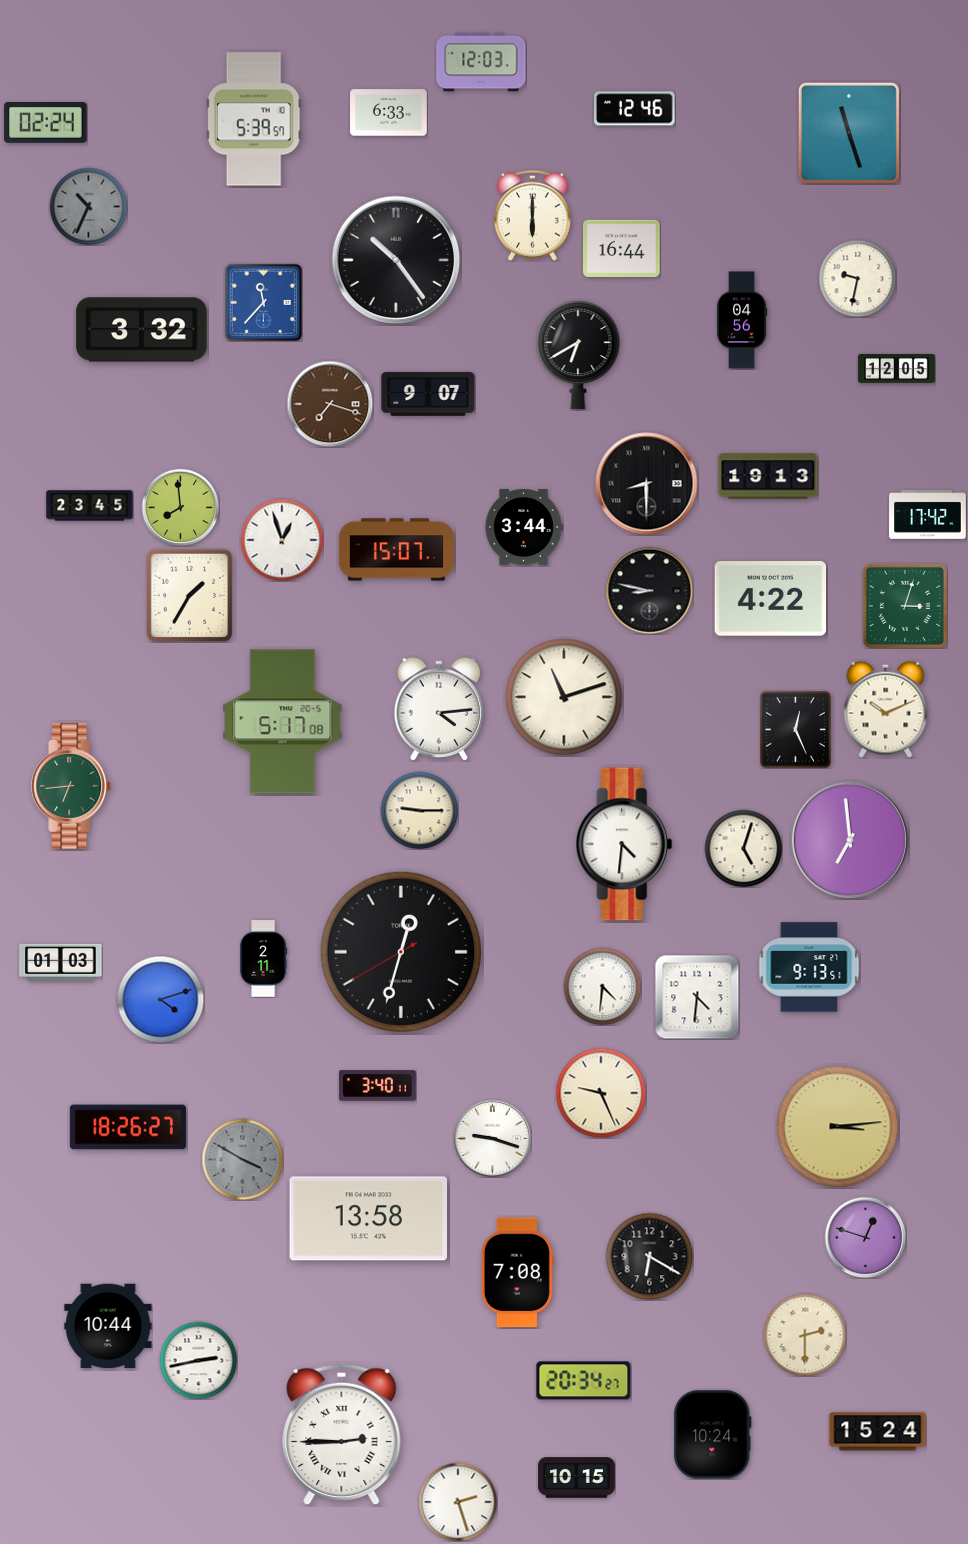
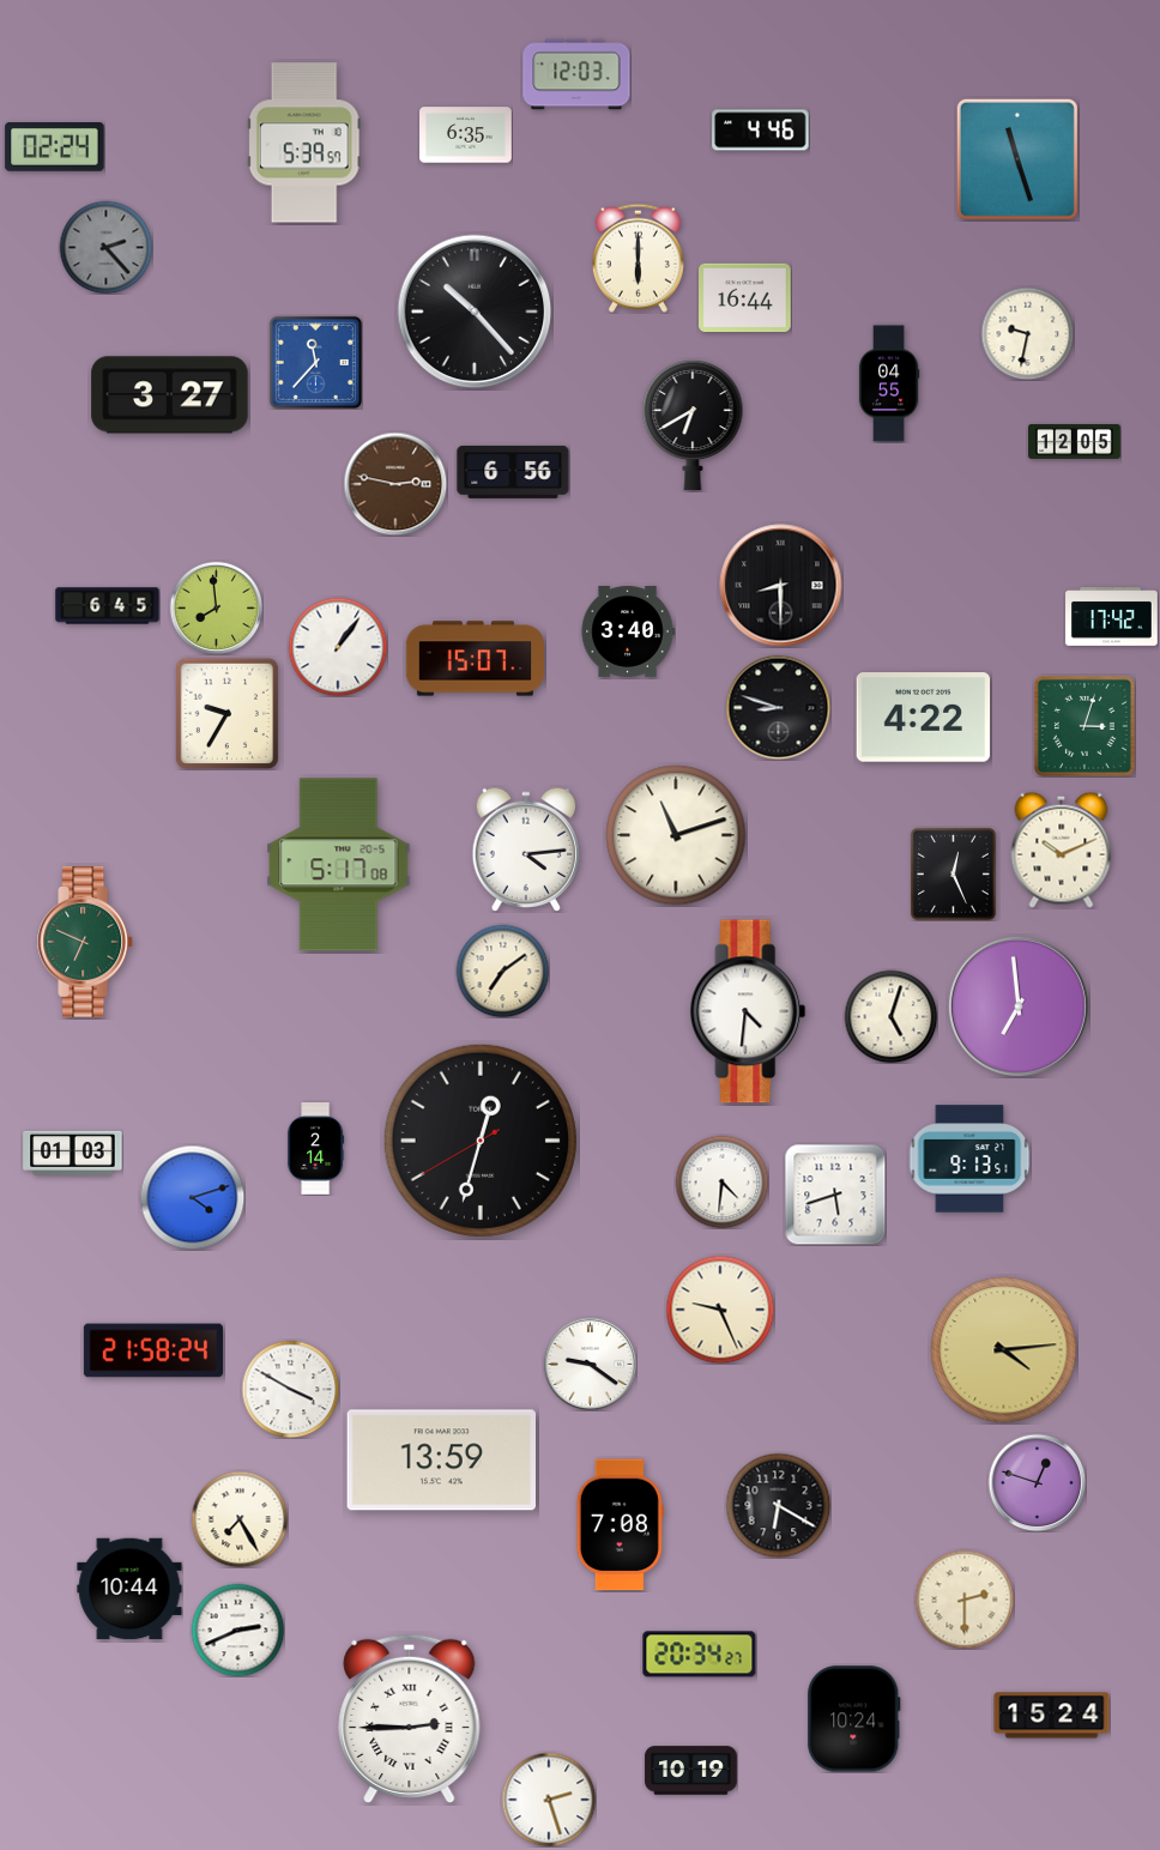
clock at (635, 109): 12:46 -> 4:46
clock at (389, 113): 6:33 -> 6:35
clock at (88, 206): 10:34 -> 2:23
clock at (396, 260): 10:24 -> 10:23
clock at (742, 320): 04:56 -> 04:55
clock at (142, 330): 3:32 -> 3:27
clock at (428, 394): 9:07 -> 6:56
clock at (330, 404): 7:18 -> 2:47
clock at (768, 476): 19:13 -> none
clock at (647, 484) position: (647, 484) -> (781, 586)
clock at (90, 506): 23:45 -> 6:45
clock at (524, 527): 3:44 -> 3:40
clock at (282, 540): 12:57 -> 1:06
clock at (649, 590): 8:47 -> 8:48
clock at (190, 595): 1:35 -> 9:35
clock at (72, 786): 6:44 -> 6:49
clock at (419, 810): 9:15 -> 7:09
clock at (264, 959): 2:11 -> 2:14
clock at (697, 997): 4:31 -> 5:42
clock at (378, 1086): 3:40 -> none
clock at (128, 1127): 18:26 -> 21:58
clock at (838, 1127): 3:14 -> 4:14
clock at (492, 1138): 9:18 -> 9:21
clock at (242, 1159) dial: grey -> white
clock at (368, 1219): 13:58 -> 13:59
clock at (240, 1519): none -> 7:25
clock at (198, 1360): 2:43 -> 2:41
clock at (577, 1478): 10:15 -> 10:19
